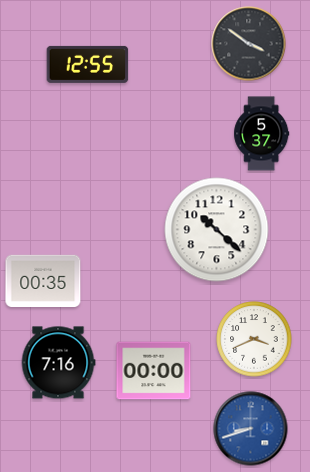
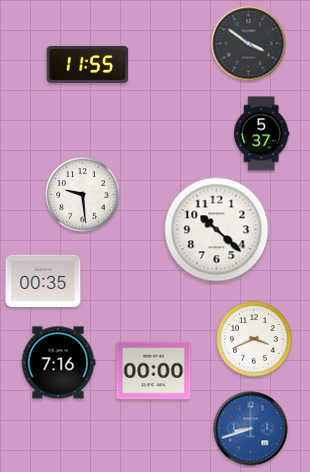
clock at (88, 64): 12:55 -> 11:55
clock at (83, 195): none -> 9:29
